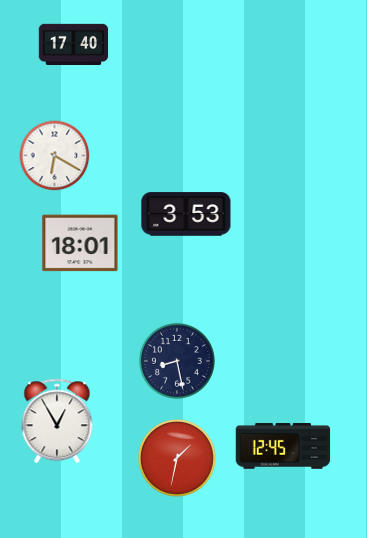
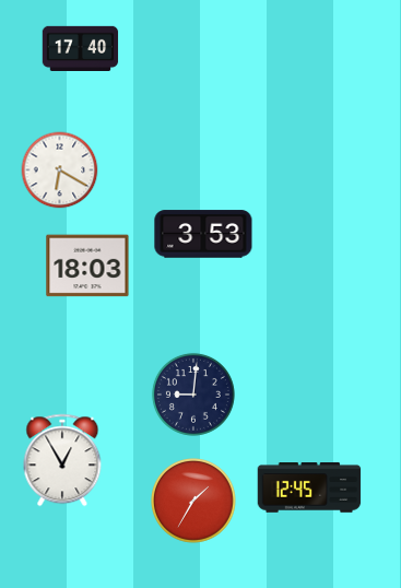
clock at (80, 243): 18:01 -> 18:03
clock at (177, 361): 8:28 -> 9:01
clock at (177, 459): 1:32 -> 1:35
